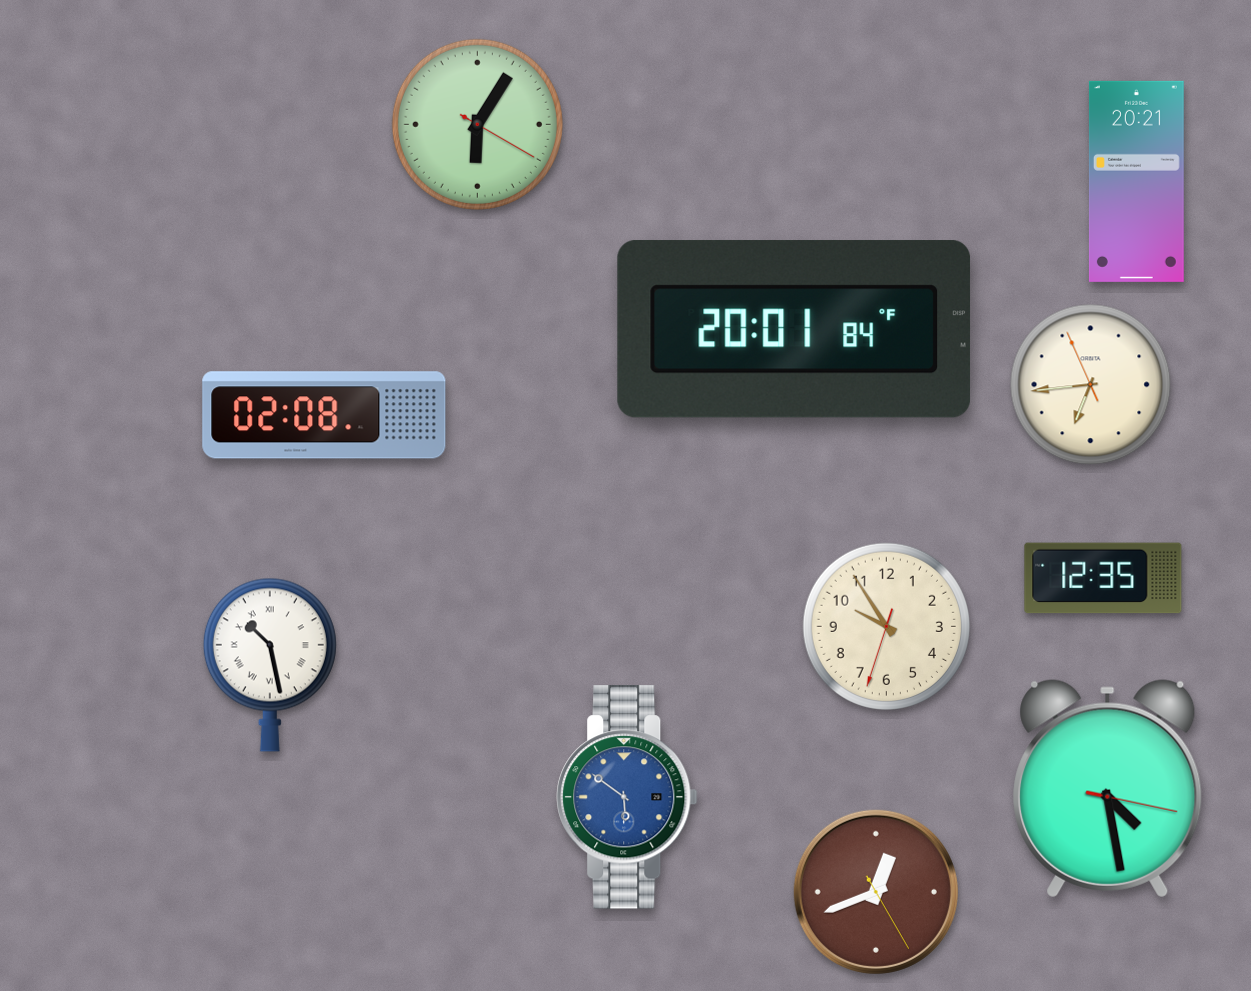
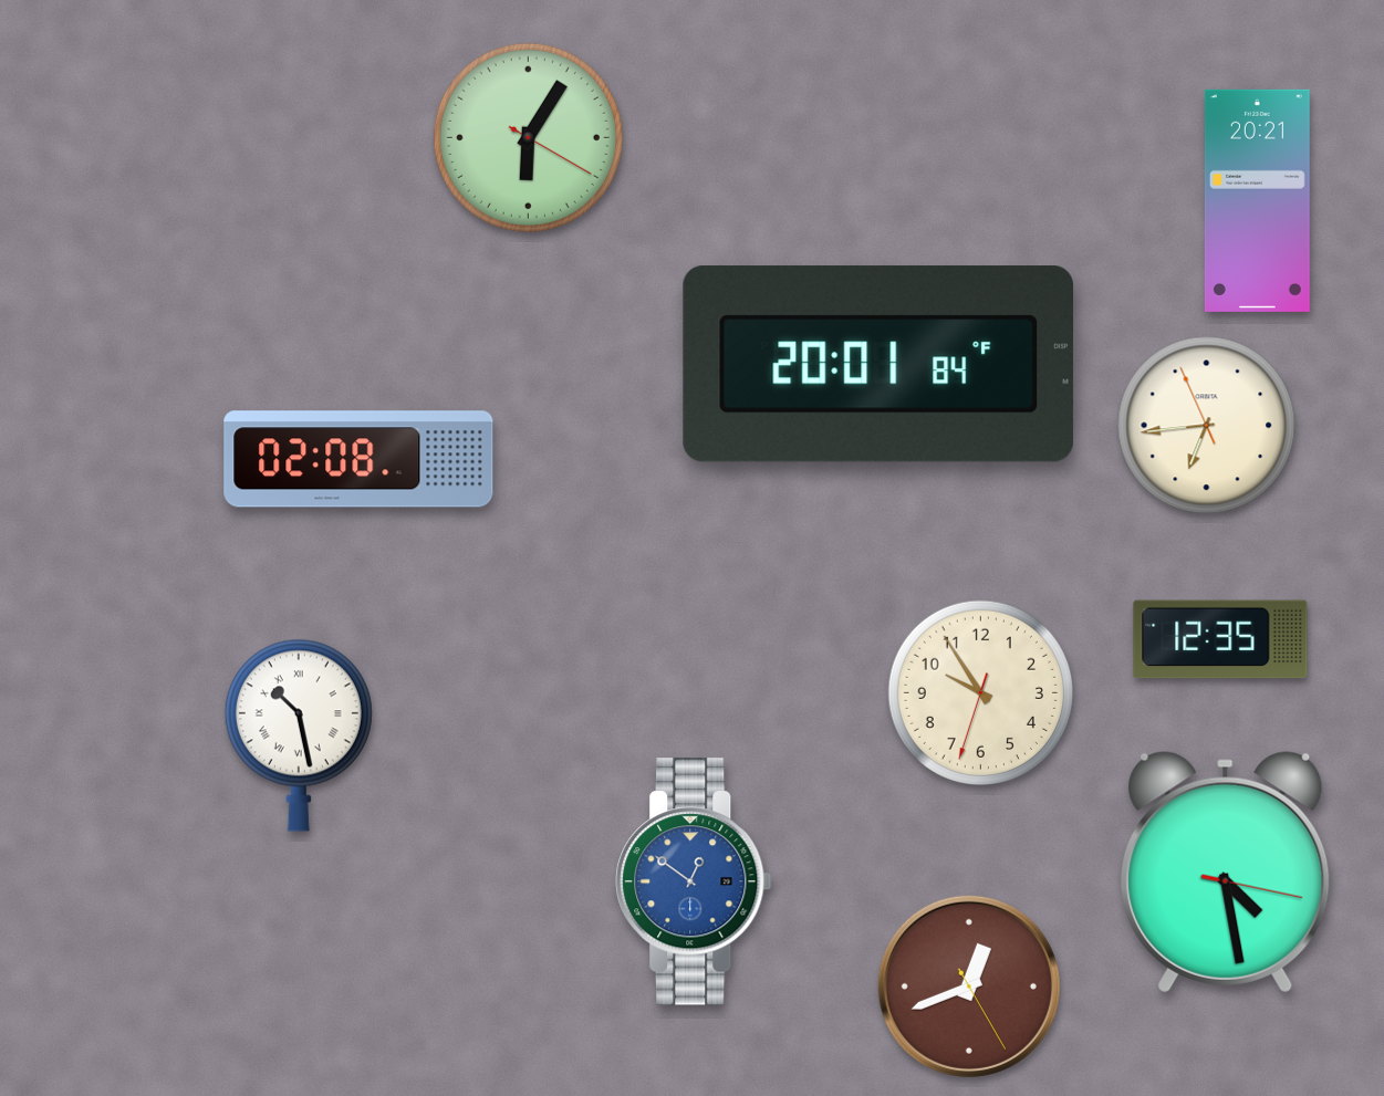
clock at (627, 797): 5:51 -> 12:51
